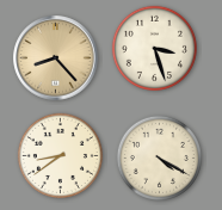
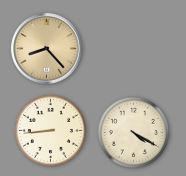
clock at (154, 48): 3:27 -> none
clock at (60, 155): 8:39 -> 8:44
